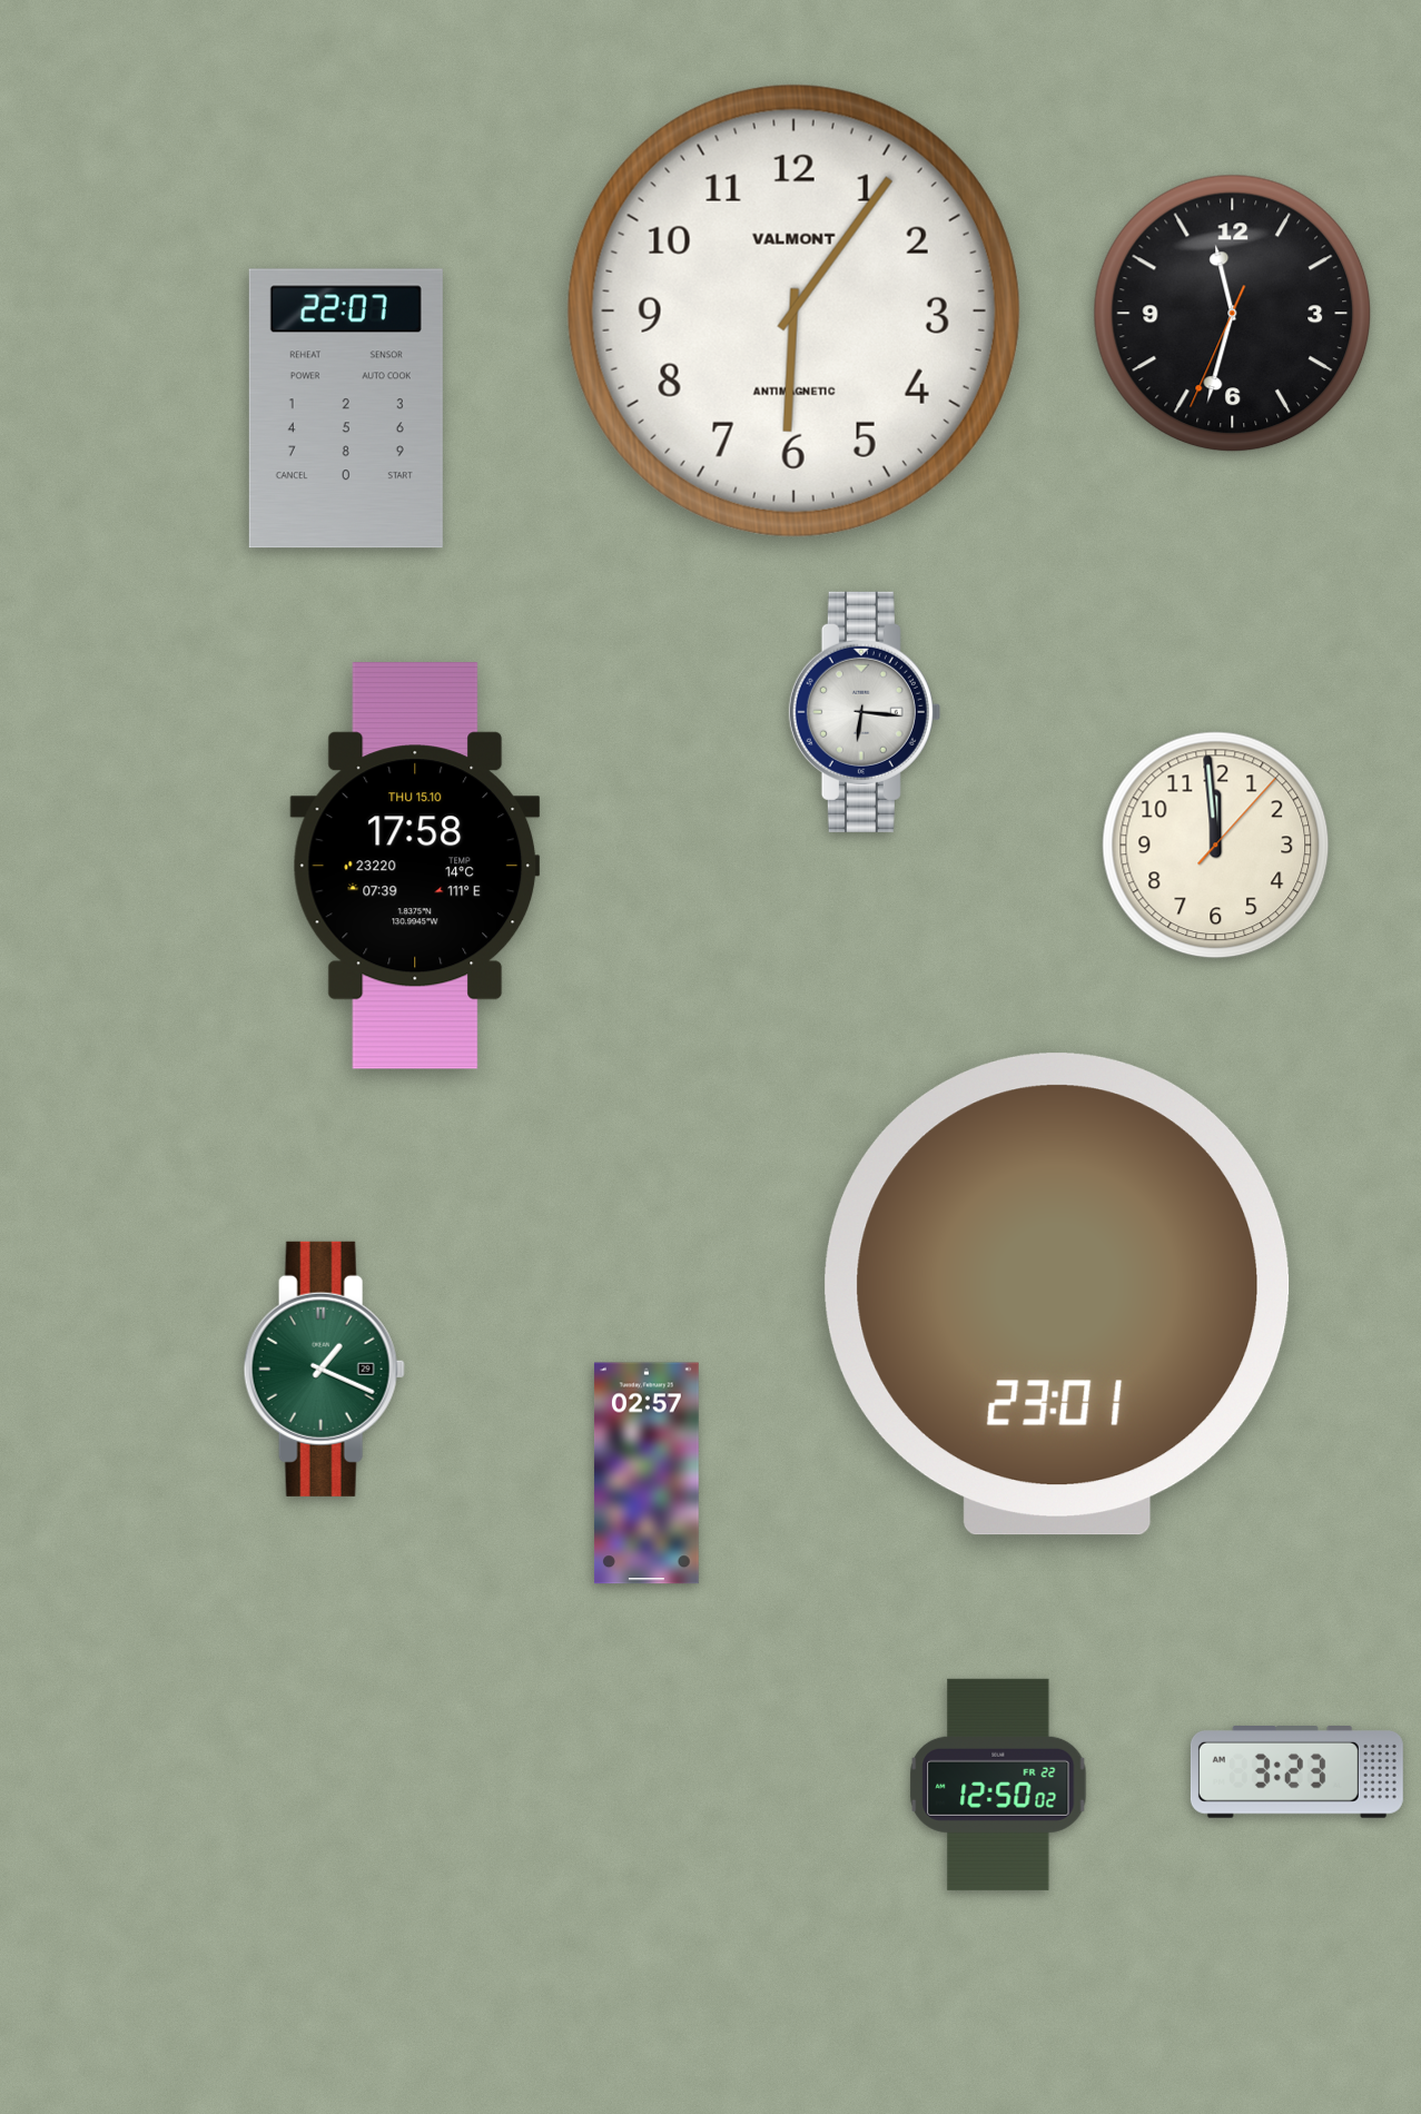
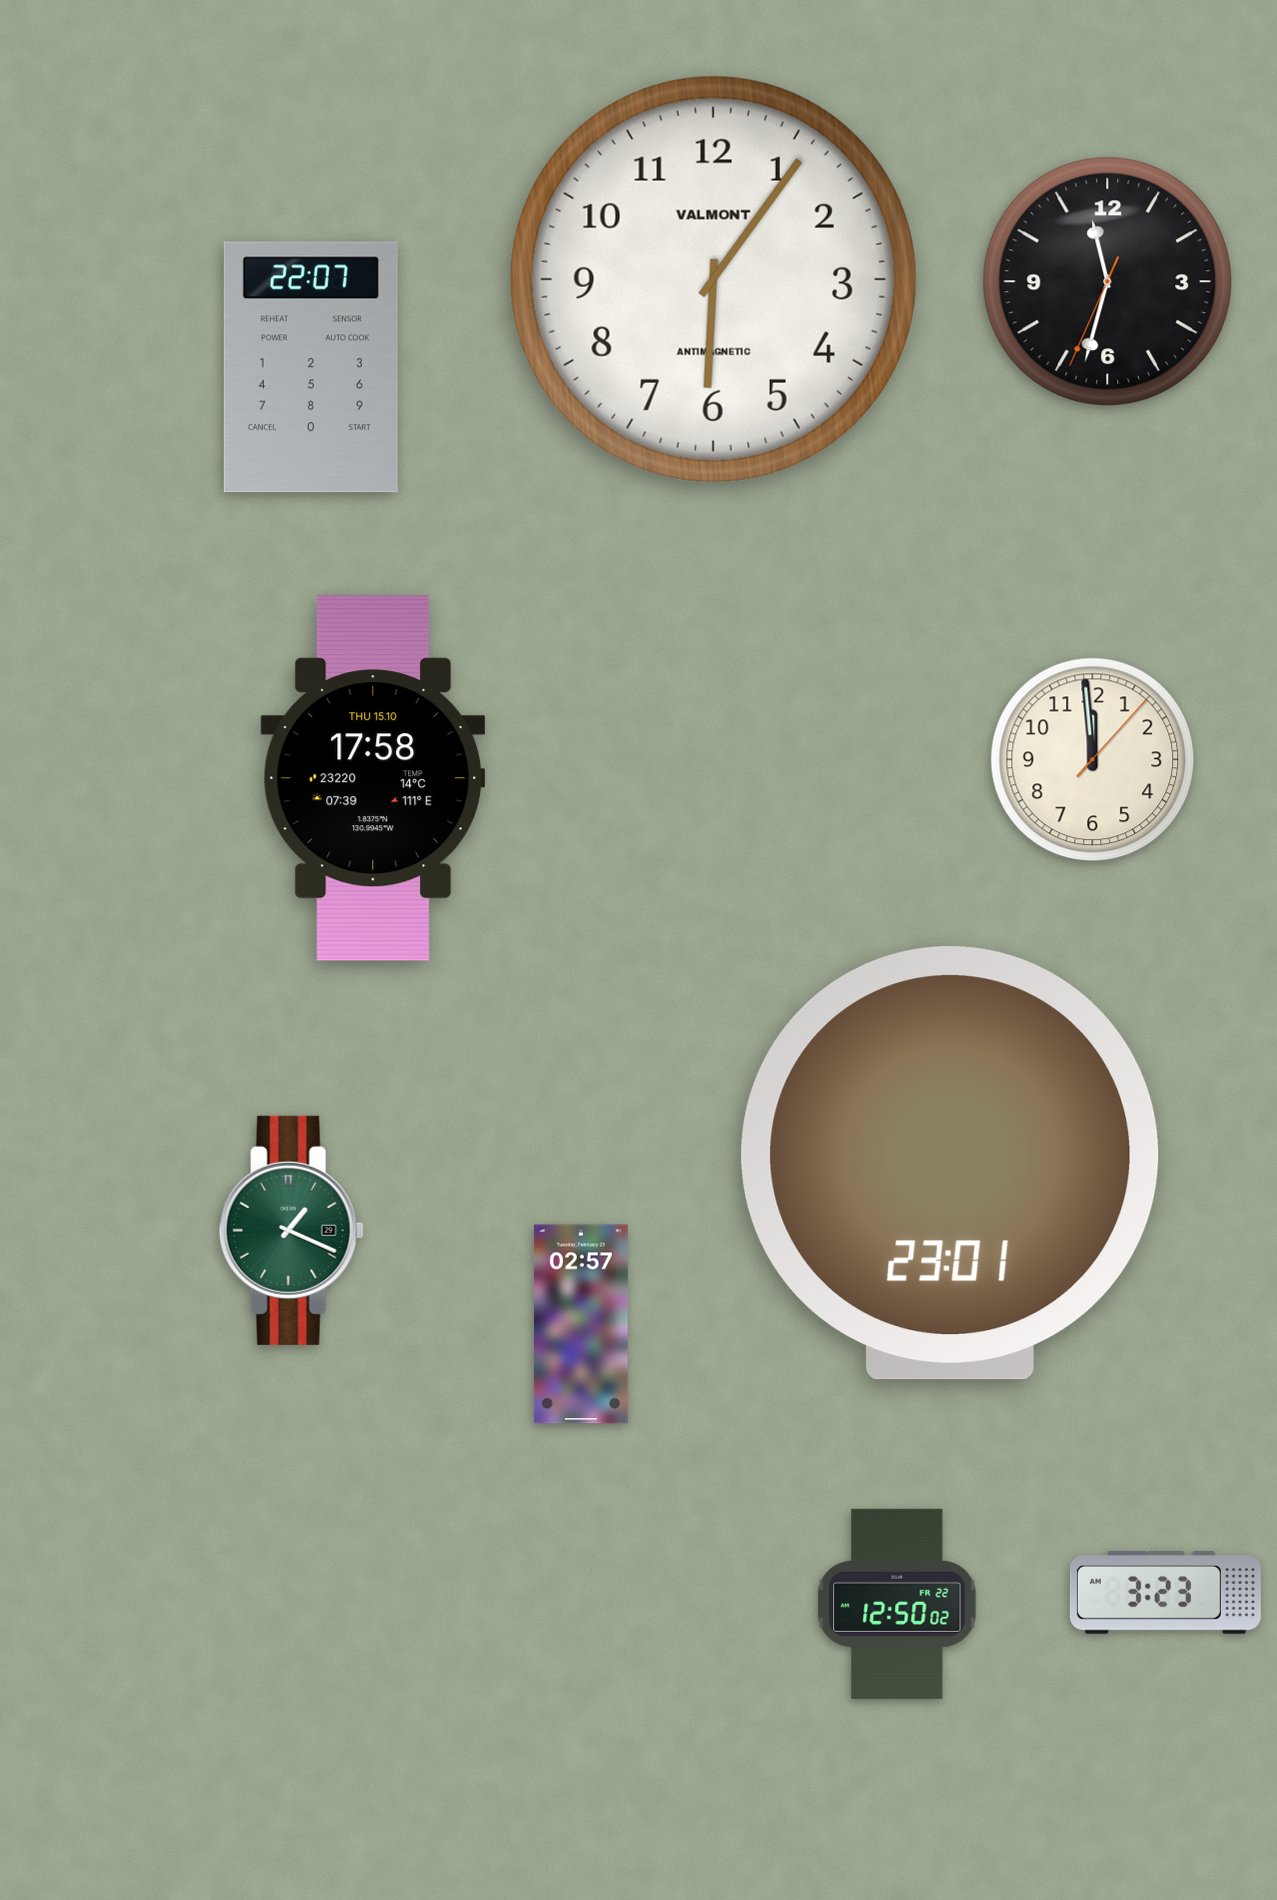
clock at (865, 712): 6:16 -> none
